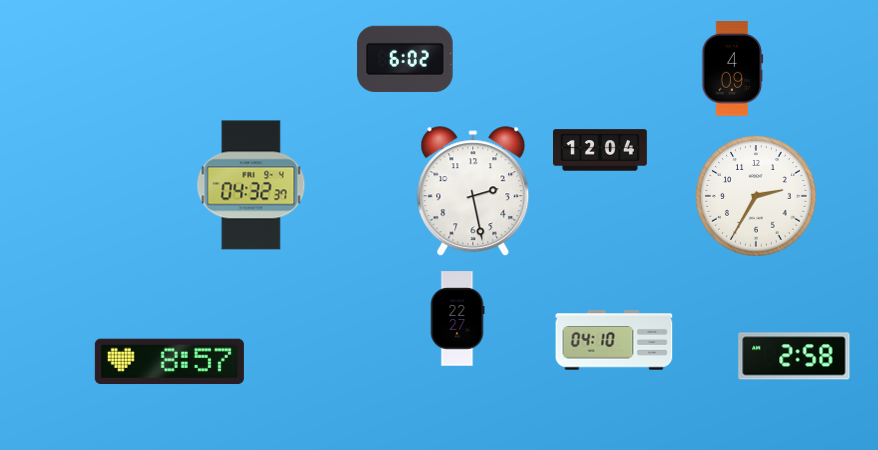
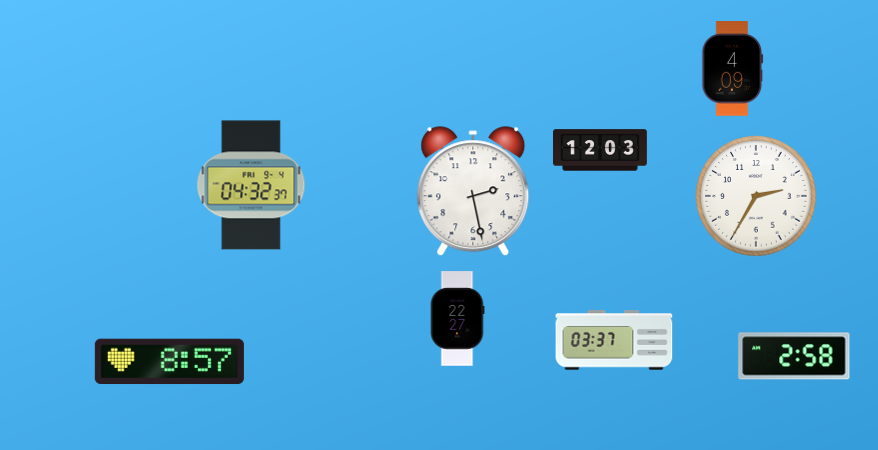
clock at (405, 59): 6:02 -> none
clock at (601, 150): 12:04 -> 12:03
clock at (614, 340): 04:10 -> 03:37
